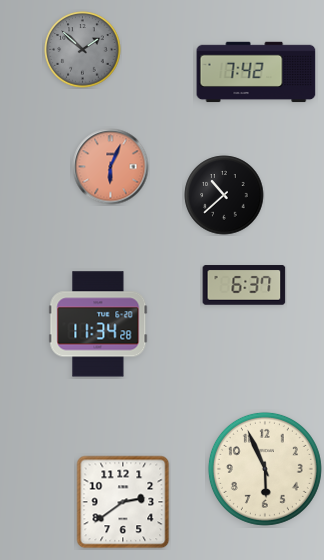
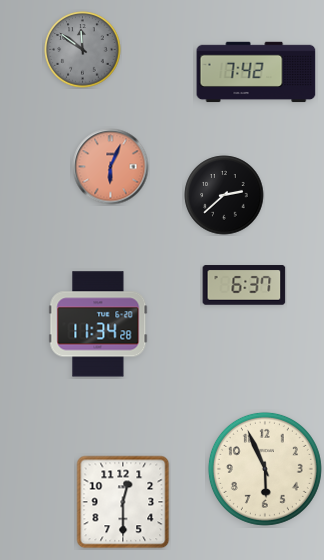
clock at (83, 50): 1:52 -> 11:51
clock at (224, 195): 10:38 -> 2:38
clock at (123, 502): 2:39 -> 12:30
